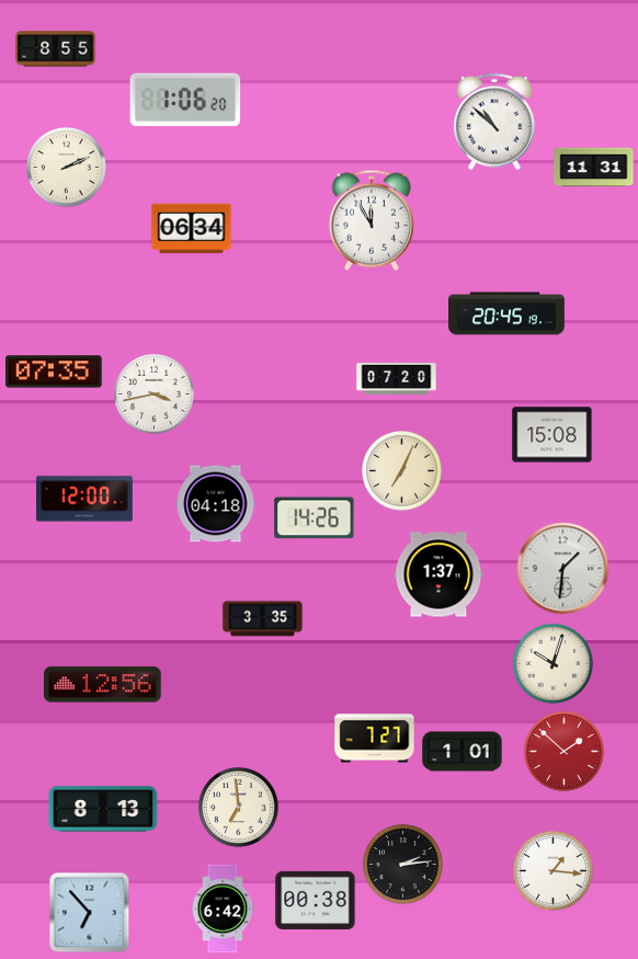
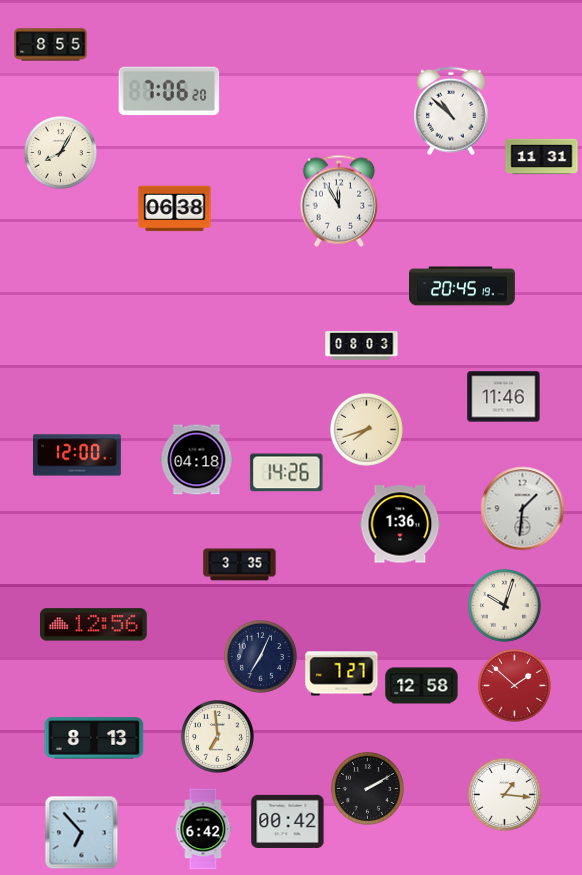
clock at (185, 100): 1:06 -> 7:06
clock at (66, 167): 2:11 -> 8:05
clock at (594, 168) position: (594, 168) -> (542, 157)
clock at (192, 229): 06:34 -> 06:38
clock at (55, 372): 07:35 -> none
clock at (397, 379): 07:20 -> 08:03
clock at (153, 393): 3:43 -> none
clock at (552, 435): 15:08 -> 11:46
clock at (401, 470): 7:04 -> 7:42
clock at (563, 569) position: (563, 569) -> (523, 509)
clock at (438, 574): 1:37 -> 1:36
clock at (260, 656): none -> 7:04
clock at (463, 752): 1:01 -> 12:58
clock at (402, 864): 2:14 -> 2:10
clock at (316, 900): 00:38 -> 00:42
